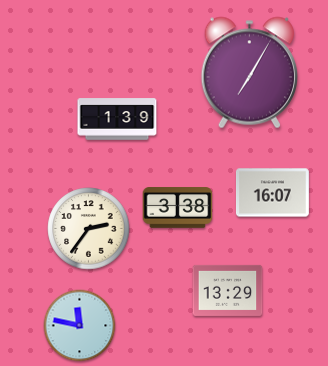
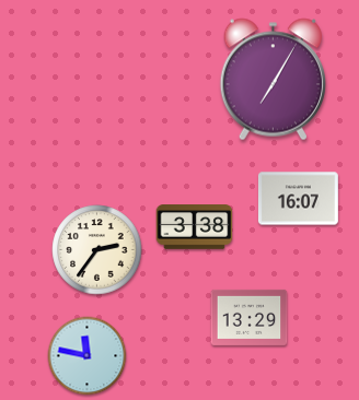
clock at (117, 119): 1:39 -> none
clock at (272, 193) position: (272, 193) -> (298, 199)
